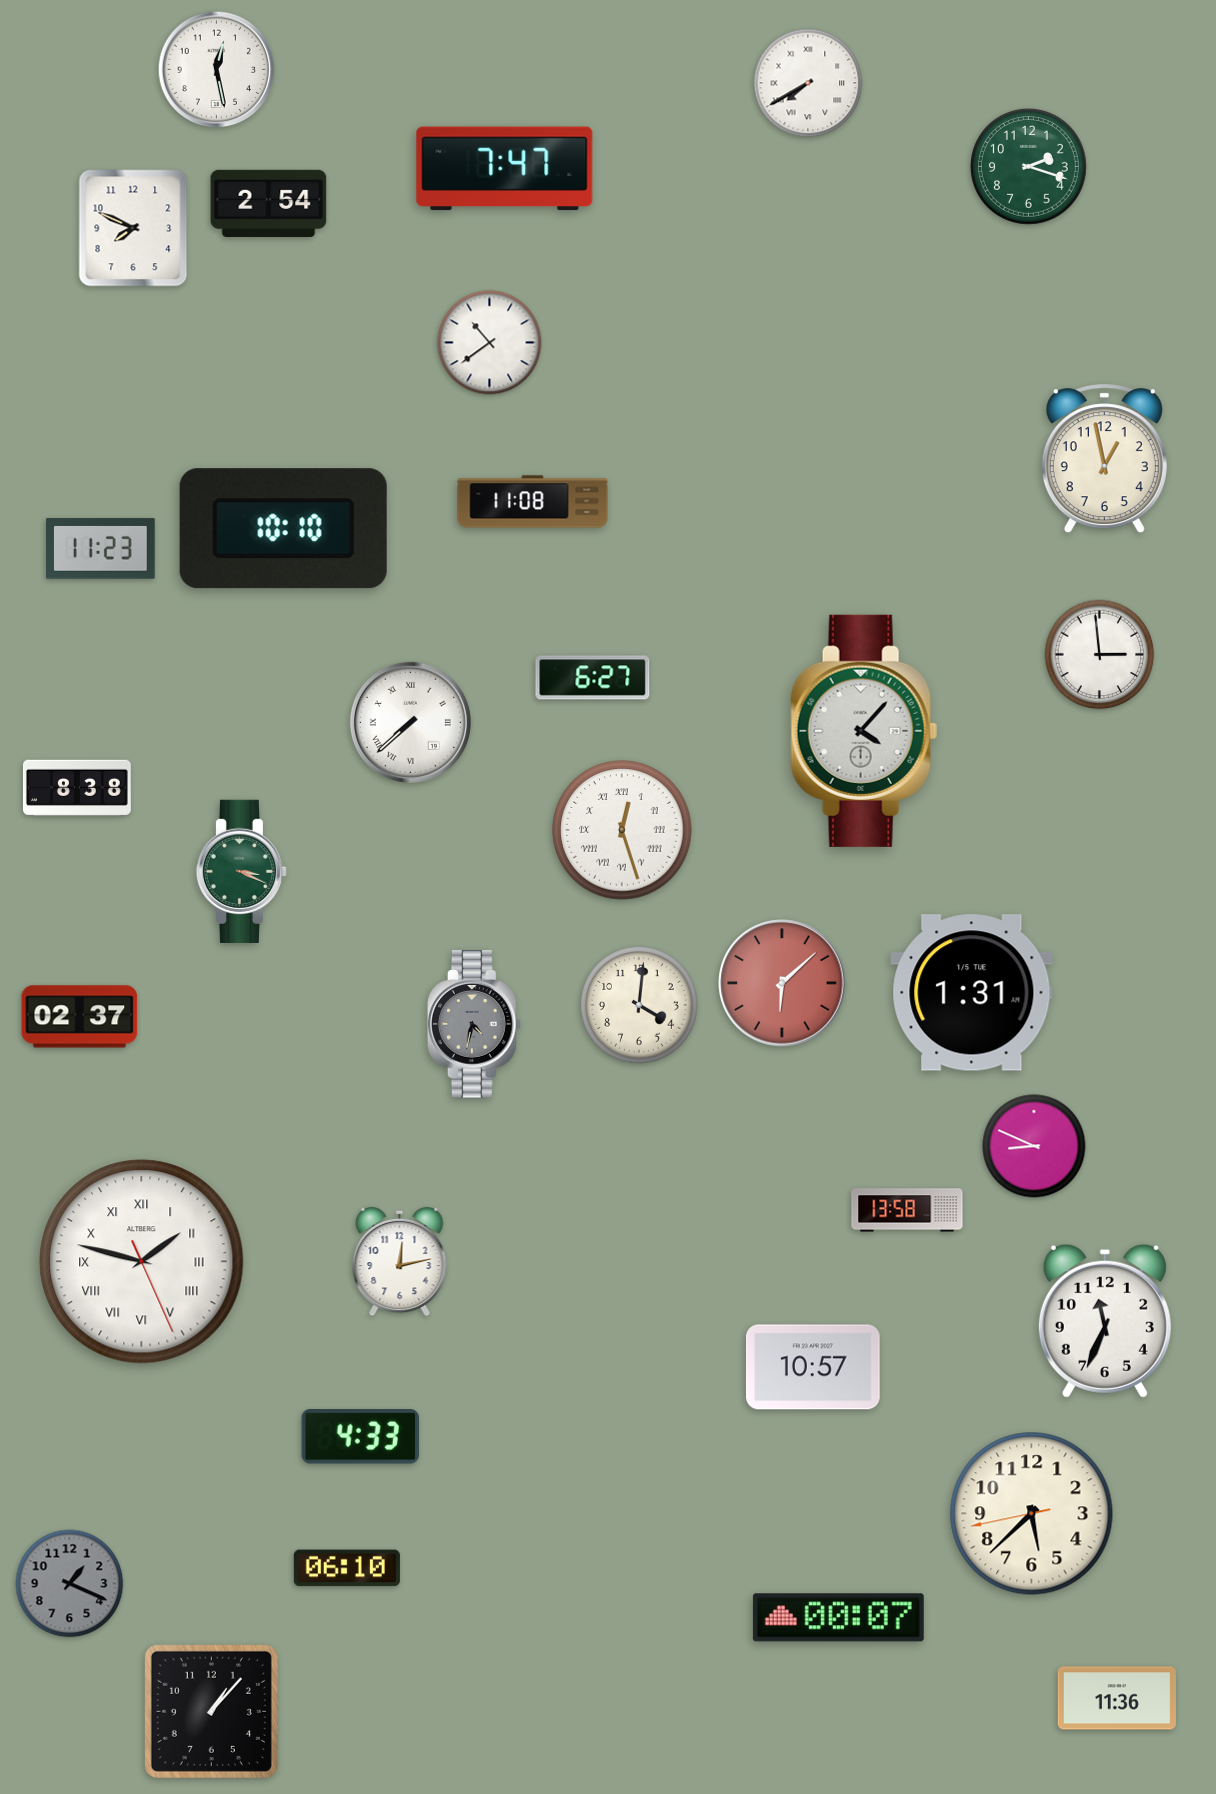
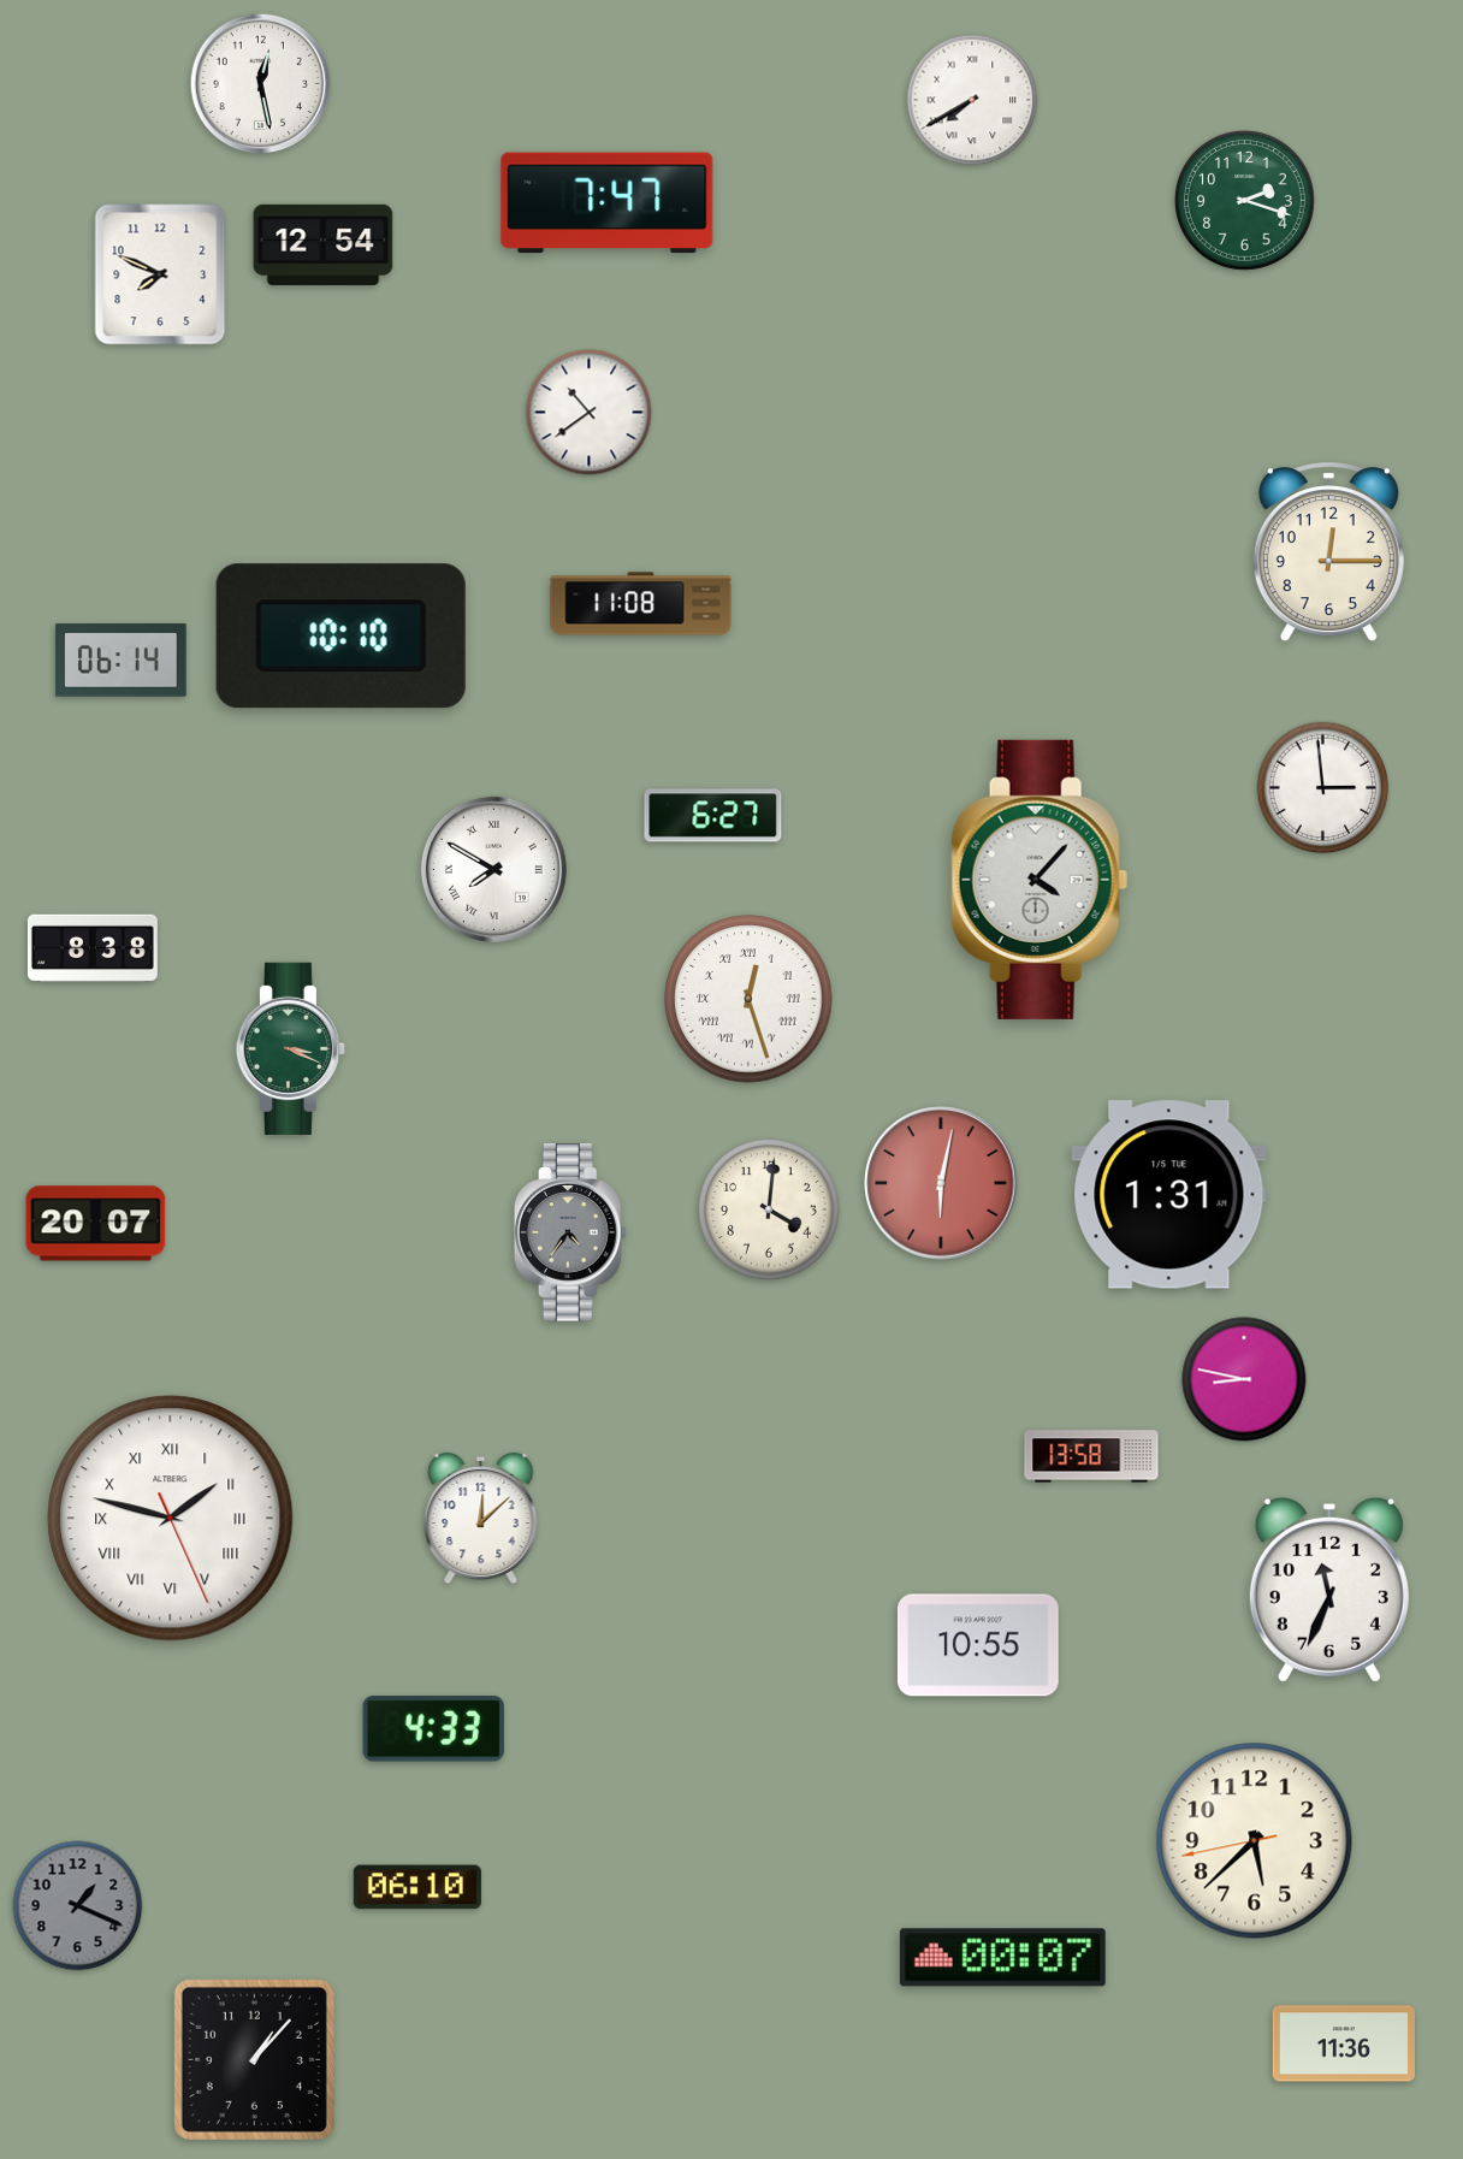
clock at (1028, 166) position: (1028, 166) -> (1244, 200)
clock at (269, 203): 2:54 -> 12:54
clock at (1104, 459): 12:58 -> 12:15
clock at (101, 549): 11:23 -> 06:14
clock at (410, 722): 7:38 -> 7:50
clock at (782, 983): 6:08 -> 6:02
clock at (80, 1017): 02:37 -> 20:07
clock at (474, 1024): 4:32 -> 4:36
clock at (1034, 1146): 8:49 -> 8:47
clock at (400, 1262): 12:13 -> 12:08
clock at (813, 1367): 10:57 -> 10:55
clock at (1032, 1514) position: (1032, 1514) -> (1255, 1841)
clock at (70, 1584) position: (70, 1584) -> (78, 1906)
clock at (838, 1618) position: (838, 1618) -> (1002, 1958)
